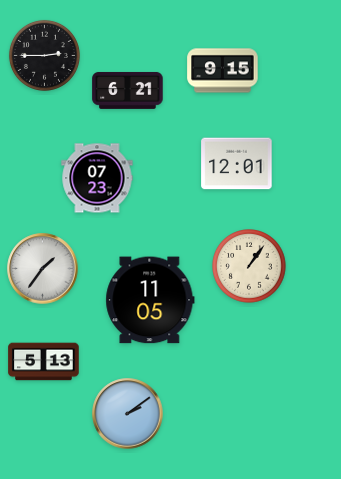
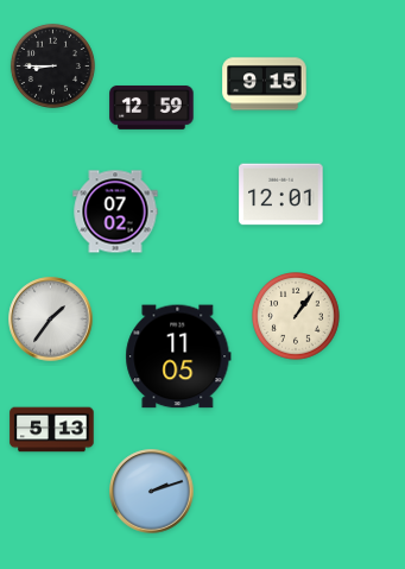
clock at (44, 55): 2:45 -> 8:45
clock at (128, 90): 6:21 -> 12:59
clock at (97, 178): 07:23 -> 07:02
clock at (128, 414): 2:09 -> 2:12
